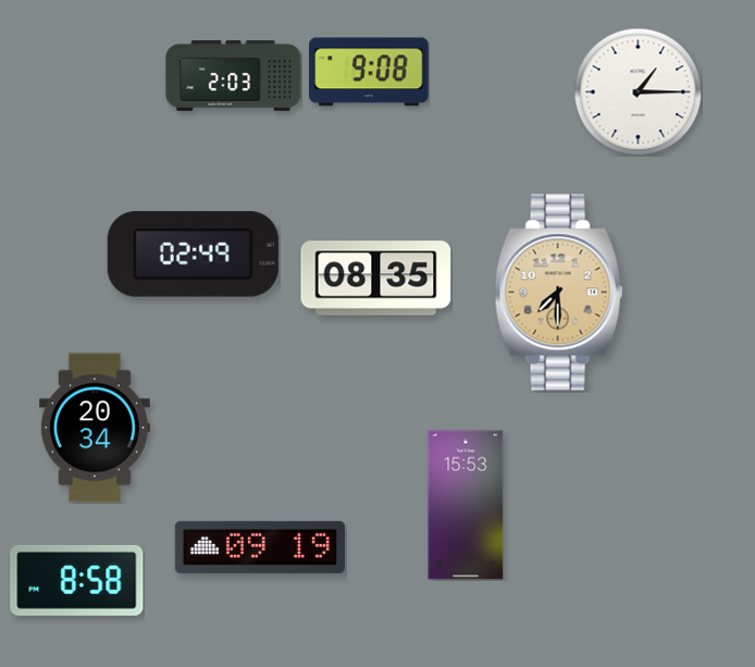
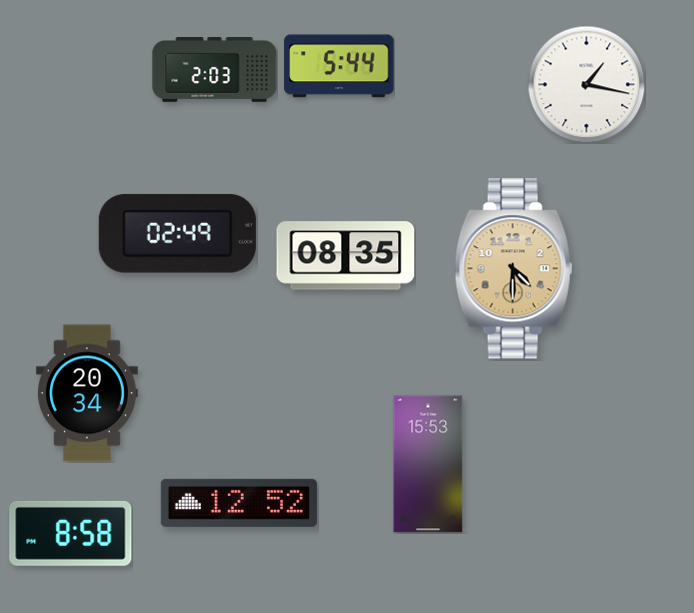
clock at (369, 72): 9:08 -> 5:44
clock at (638, 91): 1:15 -> 1:17
clock at (559, 293): 7:30 -> 4:30
clock at (260, 547): 09:19 -> 12:52
